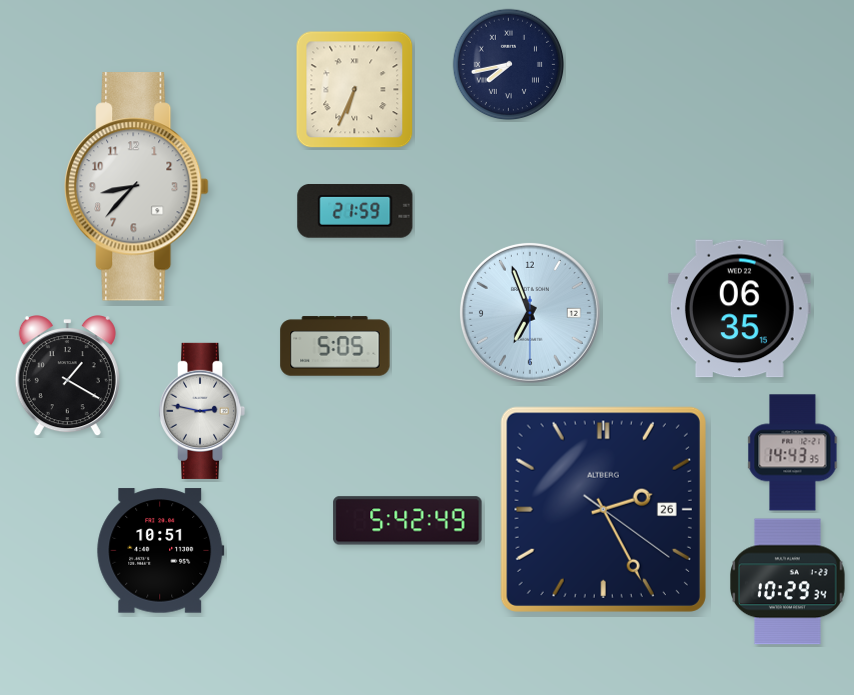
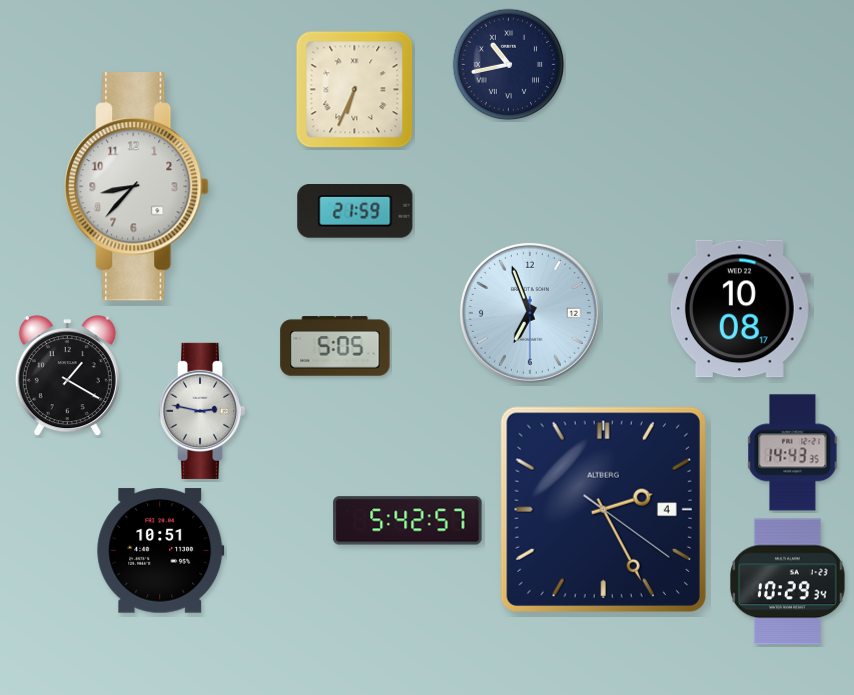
clock at (509, 65): 7:43 -> 10:43
clock at (739, 309): 06:35 -> 10:08
clock at (603, 509) date: 26 -> 4
clock at (408, 521): 5:42:49 -> 5:42:57
